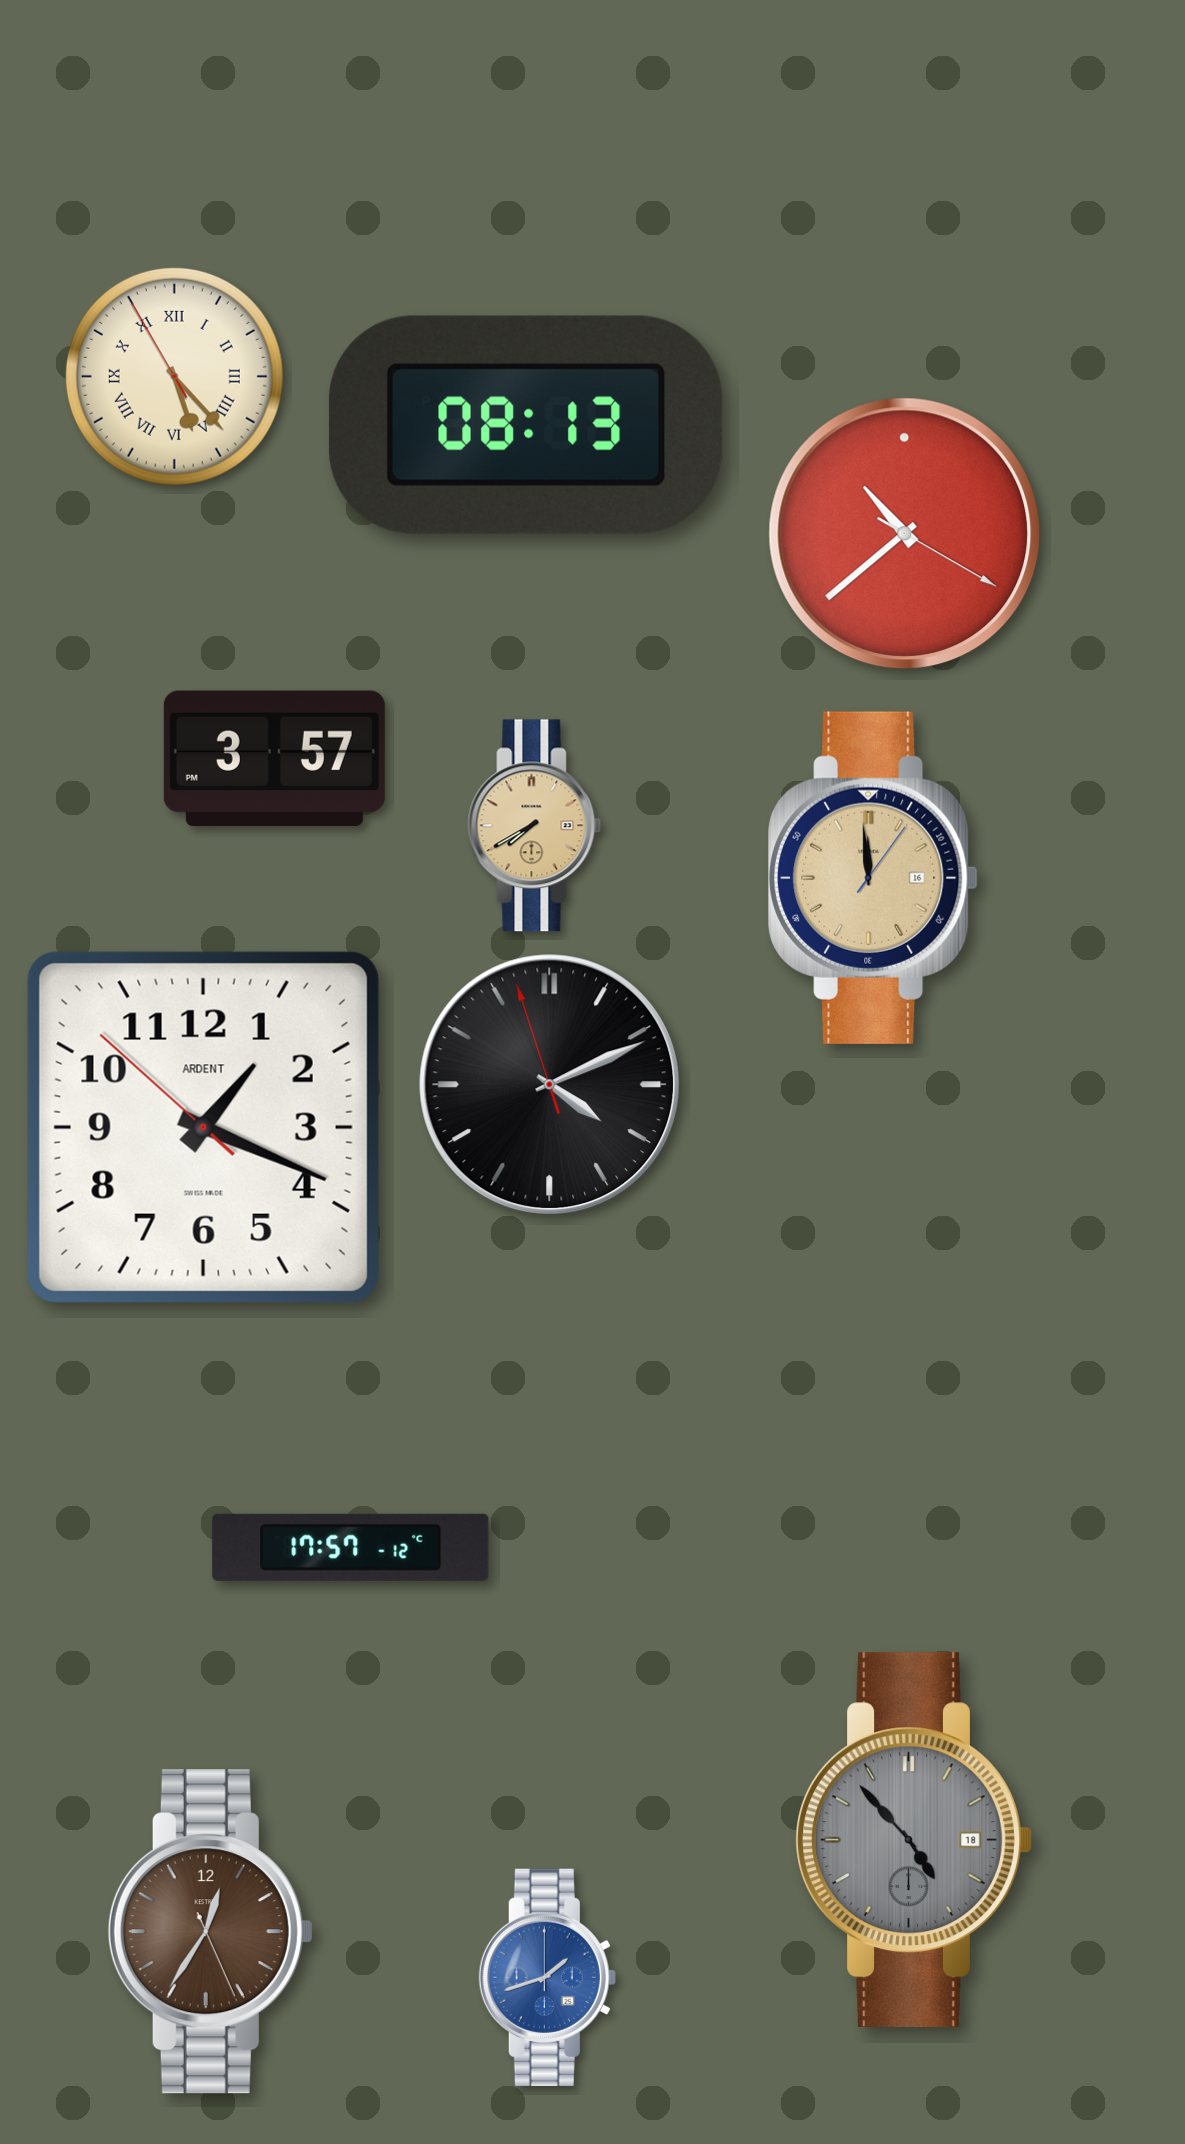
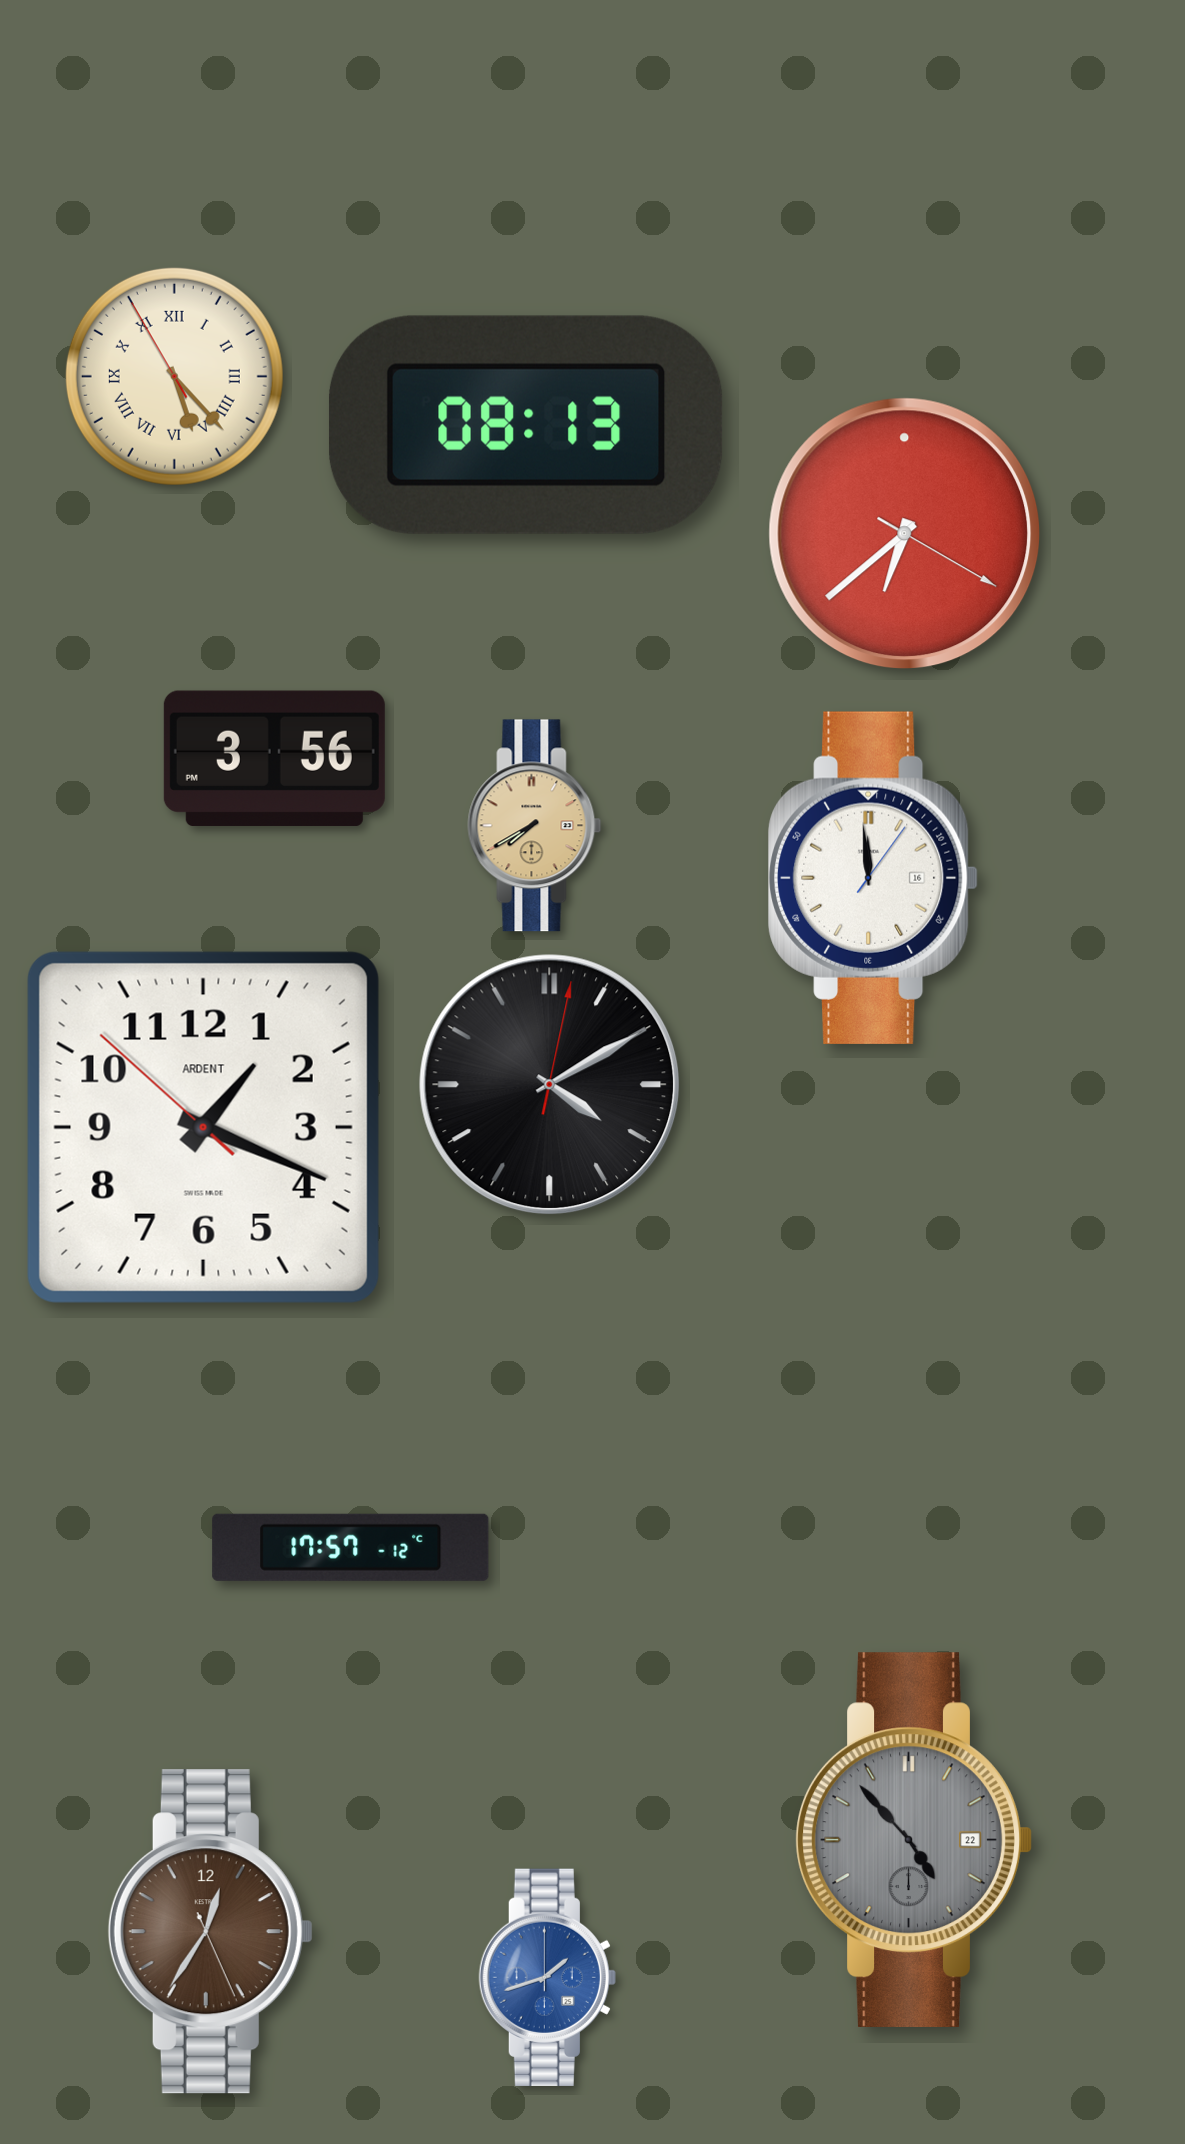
clock at (905, 534): 10:38 -> 6:38
clock at (274, 758): 3:57 -> 3:56
clock at (874, 878) dial: champagne -> white
clock at (550, 1085): 4:10:57 -> 4:10:02
clock at (914, 1839) date: 18 -> 22
